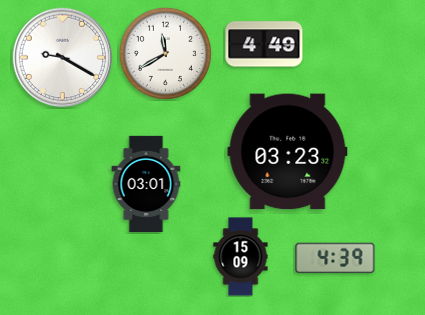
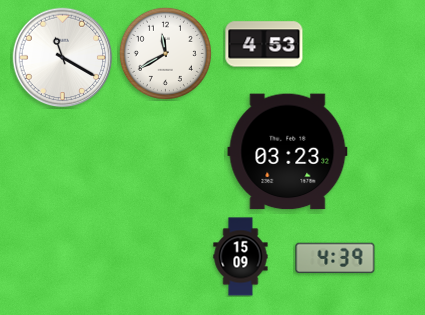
clock at (264, 44): 4:49 -> 4:53
clock at (63, 58): 9:20 -> 11:20
clock at (146, 183): 03:01 -> none
